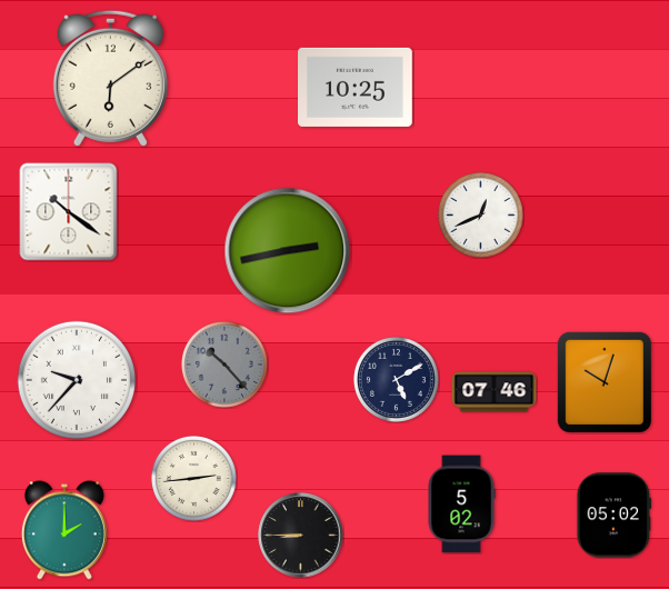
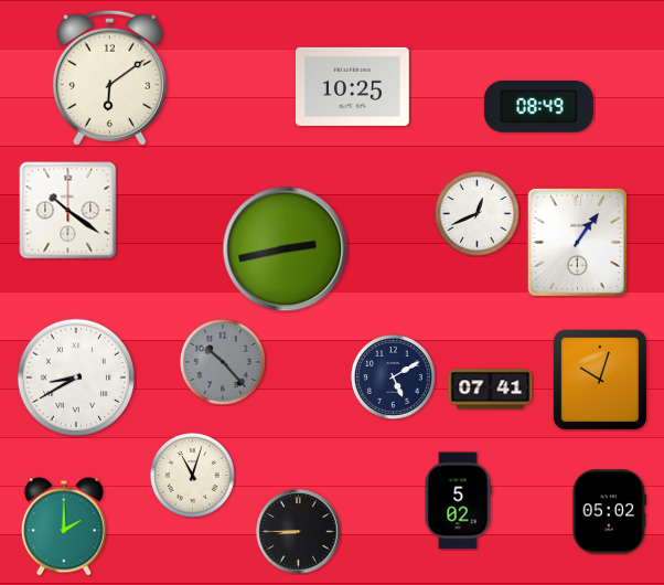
clock at (538, 107): none -> 08:49
clock at (577, 242): none -> 1:06
clock at (76, 379): 9:37 -> 8:40
clock at (495, 392): 07:46 -> 07:41
clock at (193, 478): 2:44 -> 11:03
